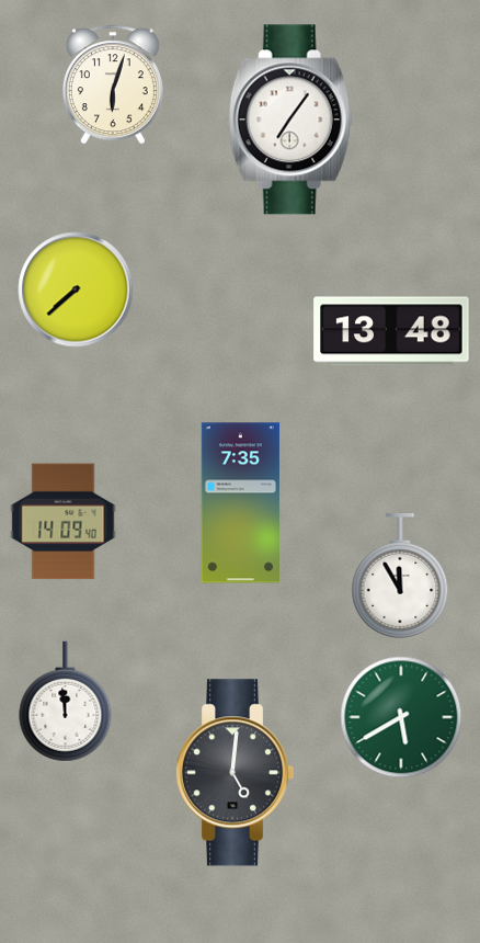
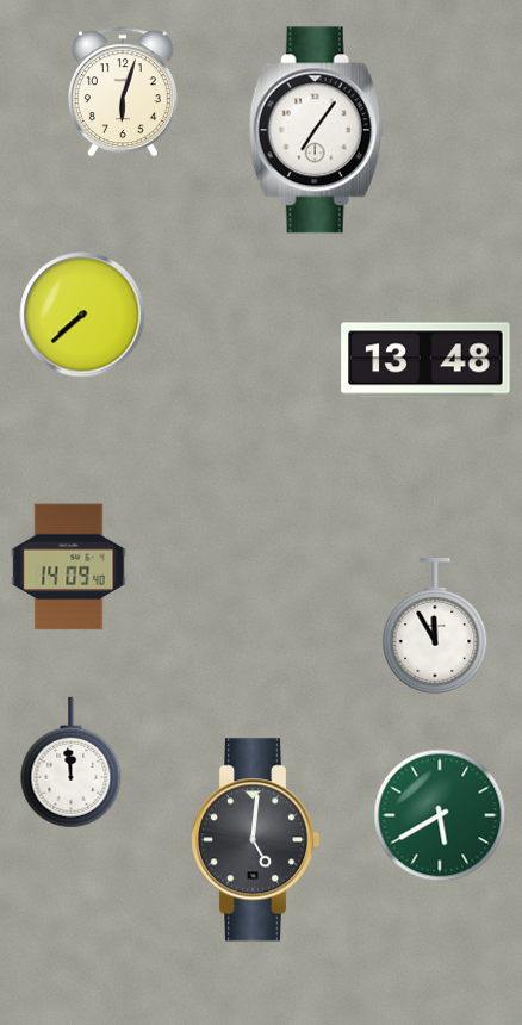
clock at (240, 503): 7:35 -> none
clock at (401, 717) position: (401, 717) -> (440, 815)
